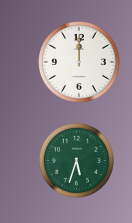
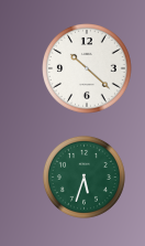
clock at (80, 63): 12:00 -> 10:22
